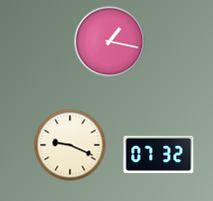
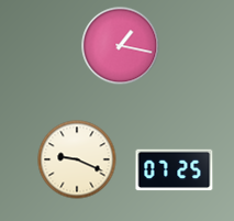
clock at (159, 155): 07:32 -> 07:25
